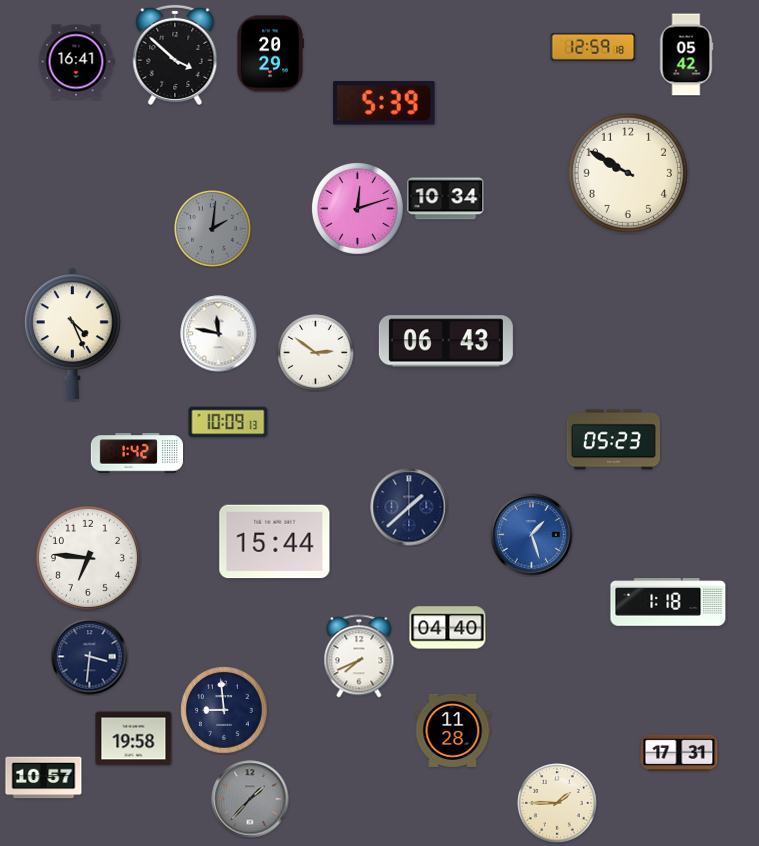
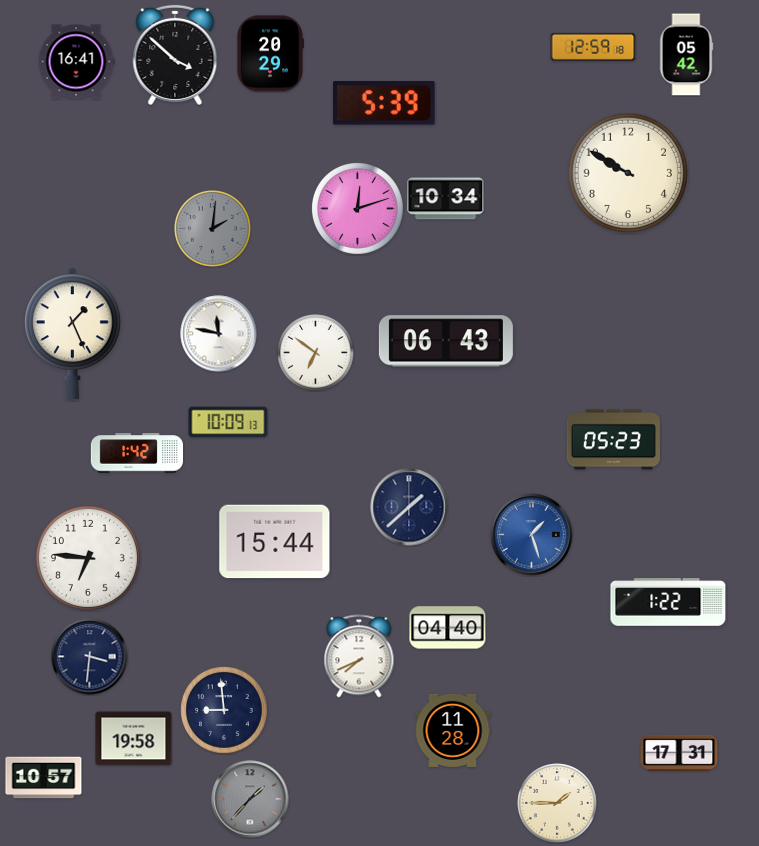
clock at (73, 333): 4:26 -> 1:26
clock at (316, 353): 2:51 -> 6:51
clock at (668, 602): 1:18 -> 1:22
